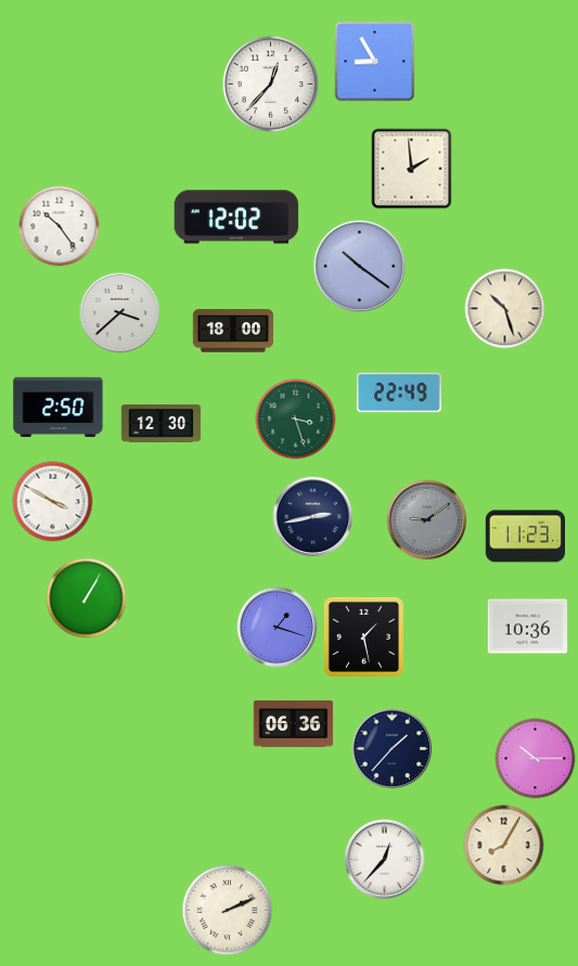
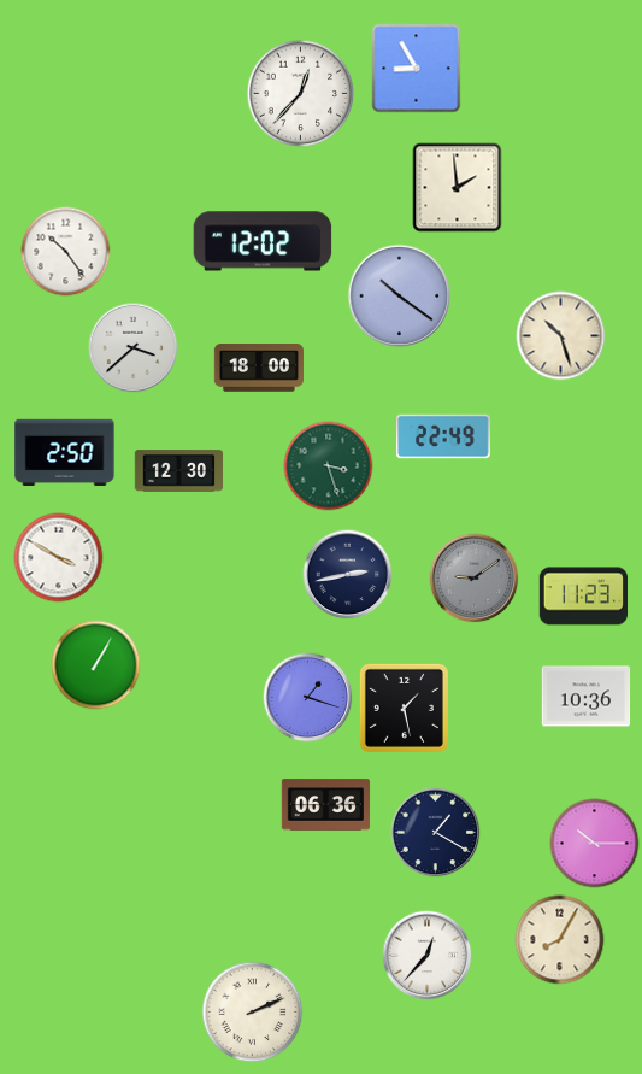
clock at (505, 309) position: (505, 309) -> (561, 336)
clock at (393, 749): 1:37 -> 1:20
